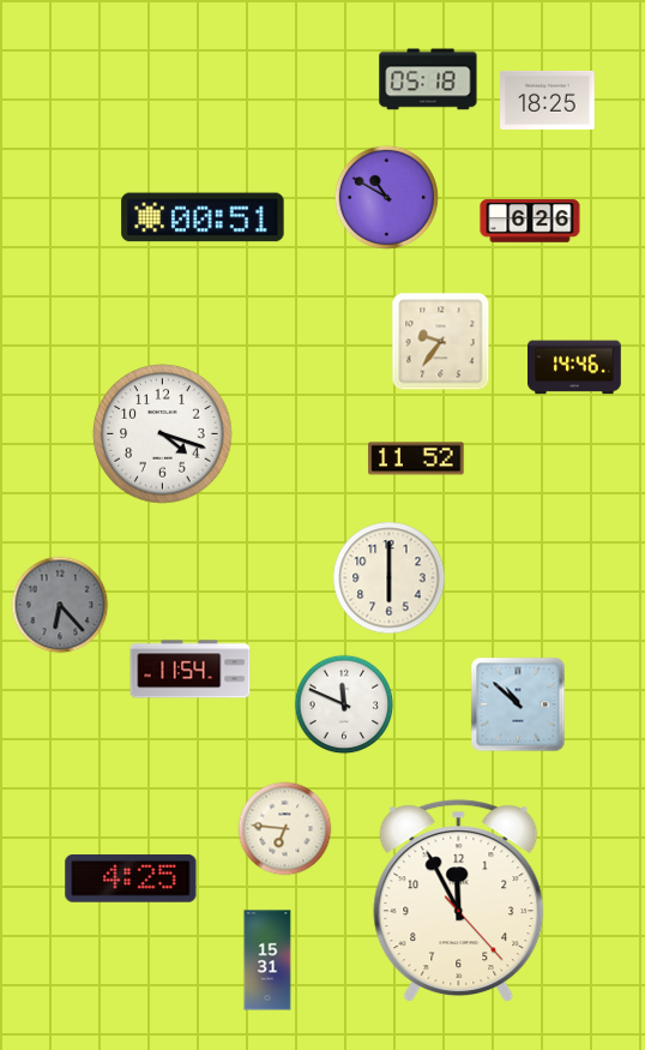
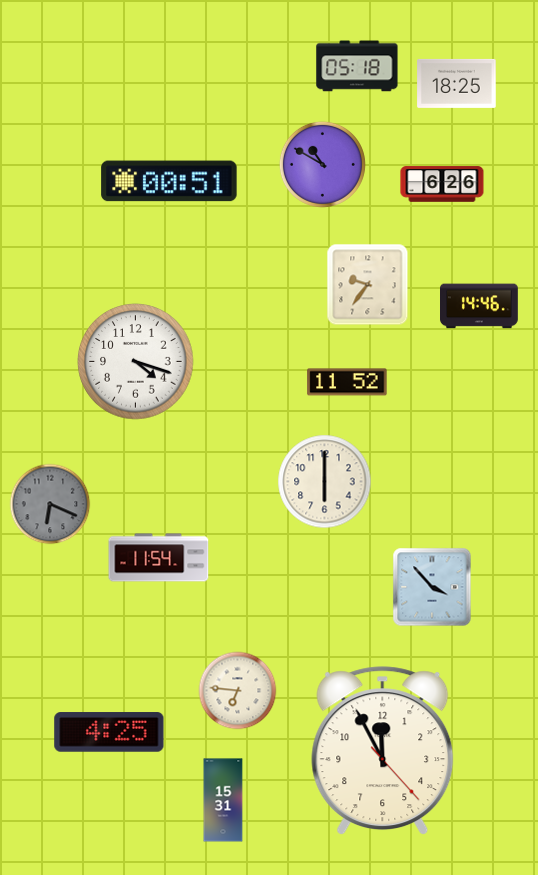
clock at (60, 605): 6:23 -> 6:19
clock at (344, 704): 11:49 -> none
clock at (518, 704): 10:52 -> 3:53
